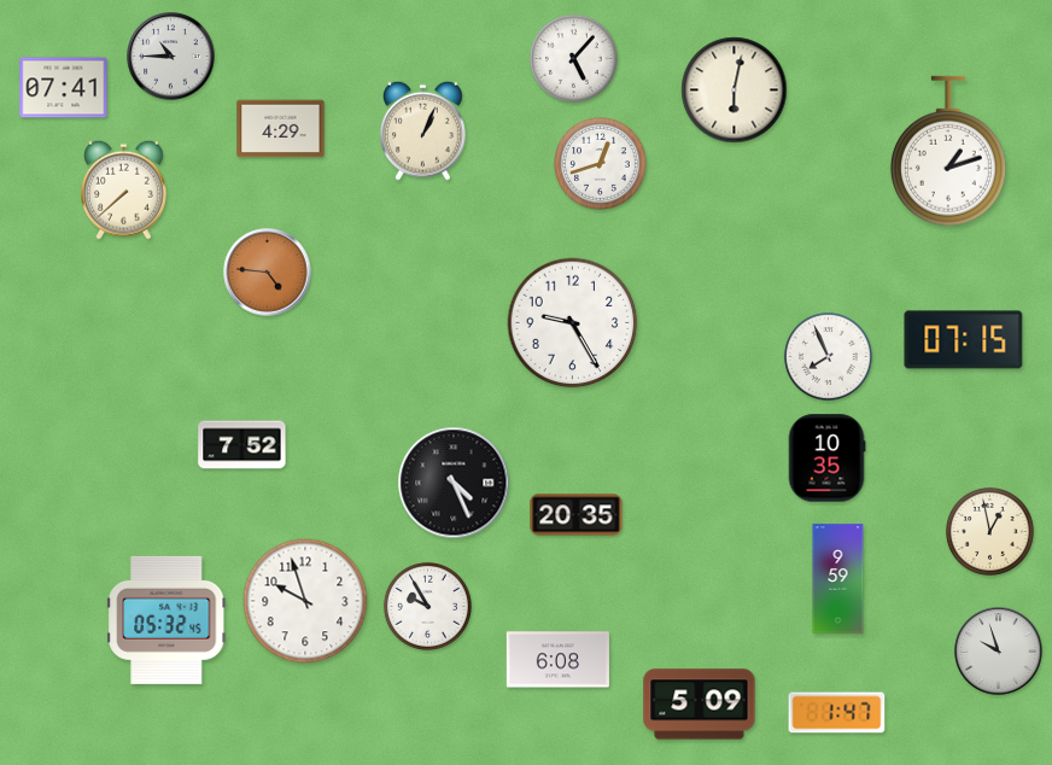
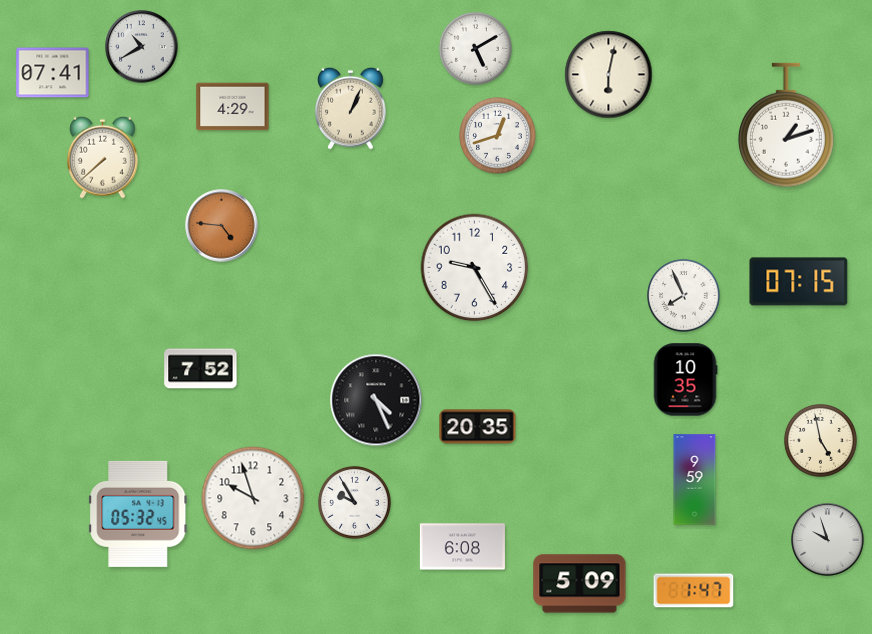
clock at (171, 57): 10:45 -> 10:40
clock at (573, 58): 5:07 -> 5:10
clock at (828, 356) position: (828, 356) -> (683, 295)
clock at (989, 531): 12:58 -> 4:58
